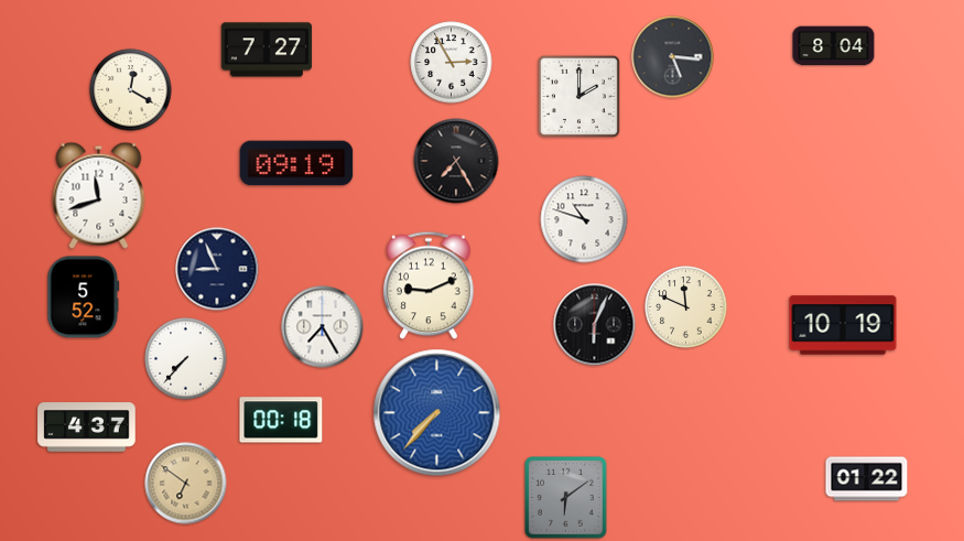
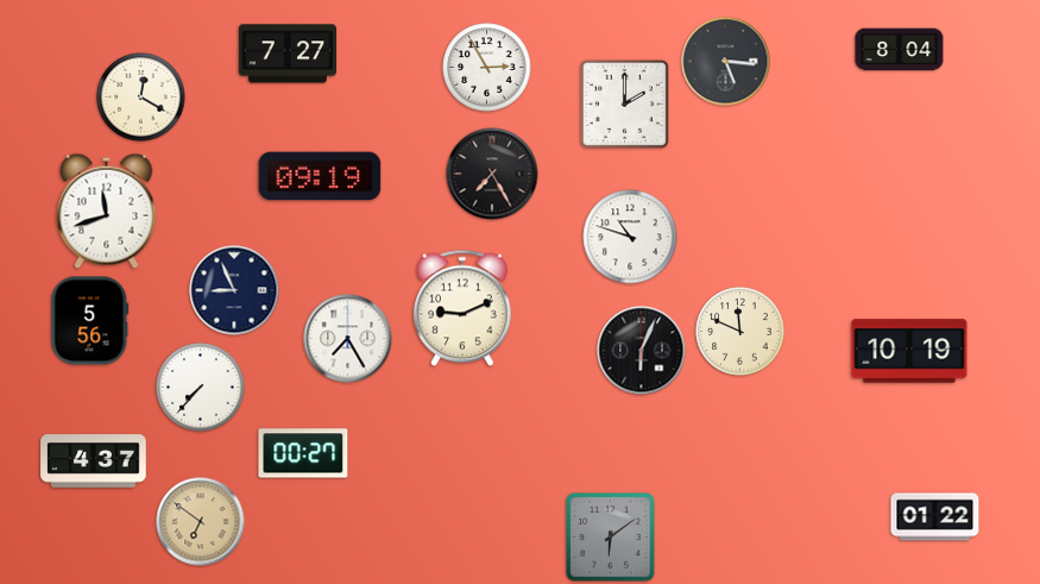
clock at (84, 297): 5:52 -> 5:56
clock at (323, 327) position: (323, 327) -> (348, 339)
clock at (437, 413): 7:37 -> none
clock at (281, 420): 00:18 -> 00:27
